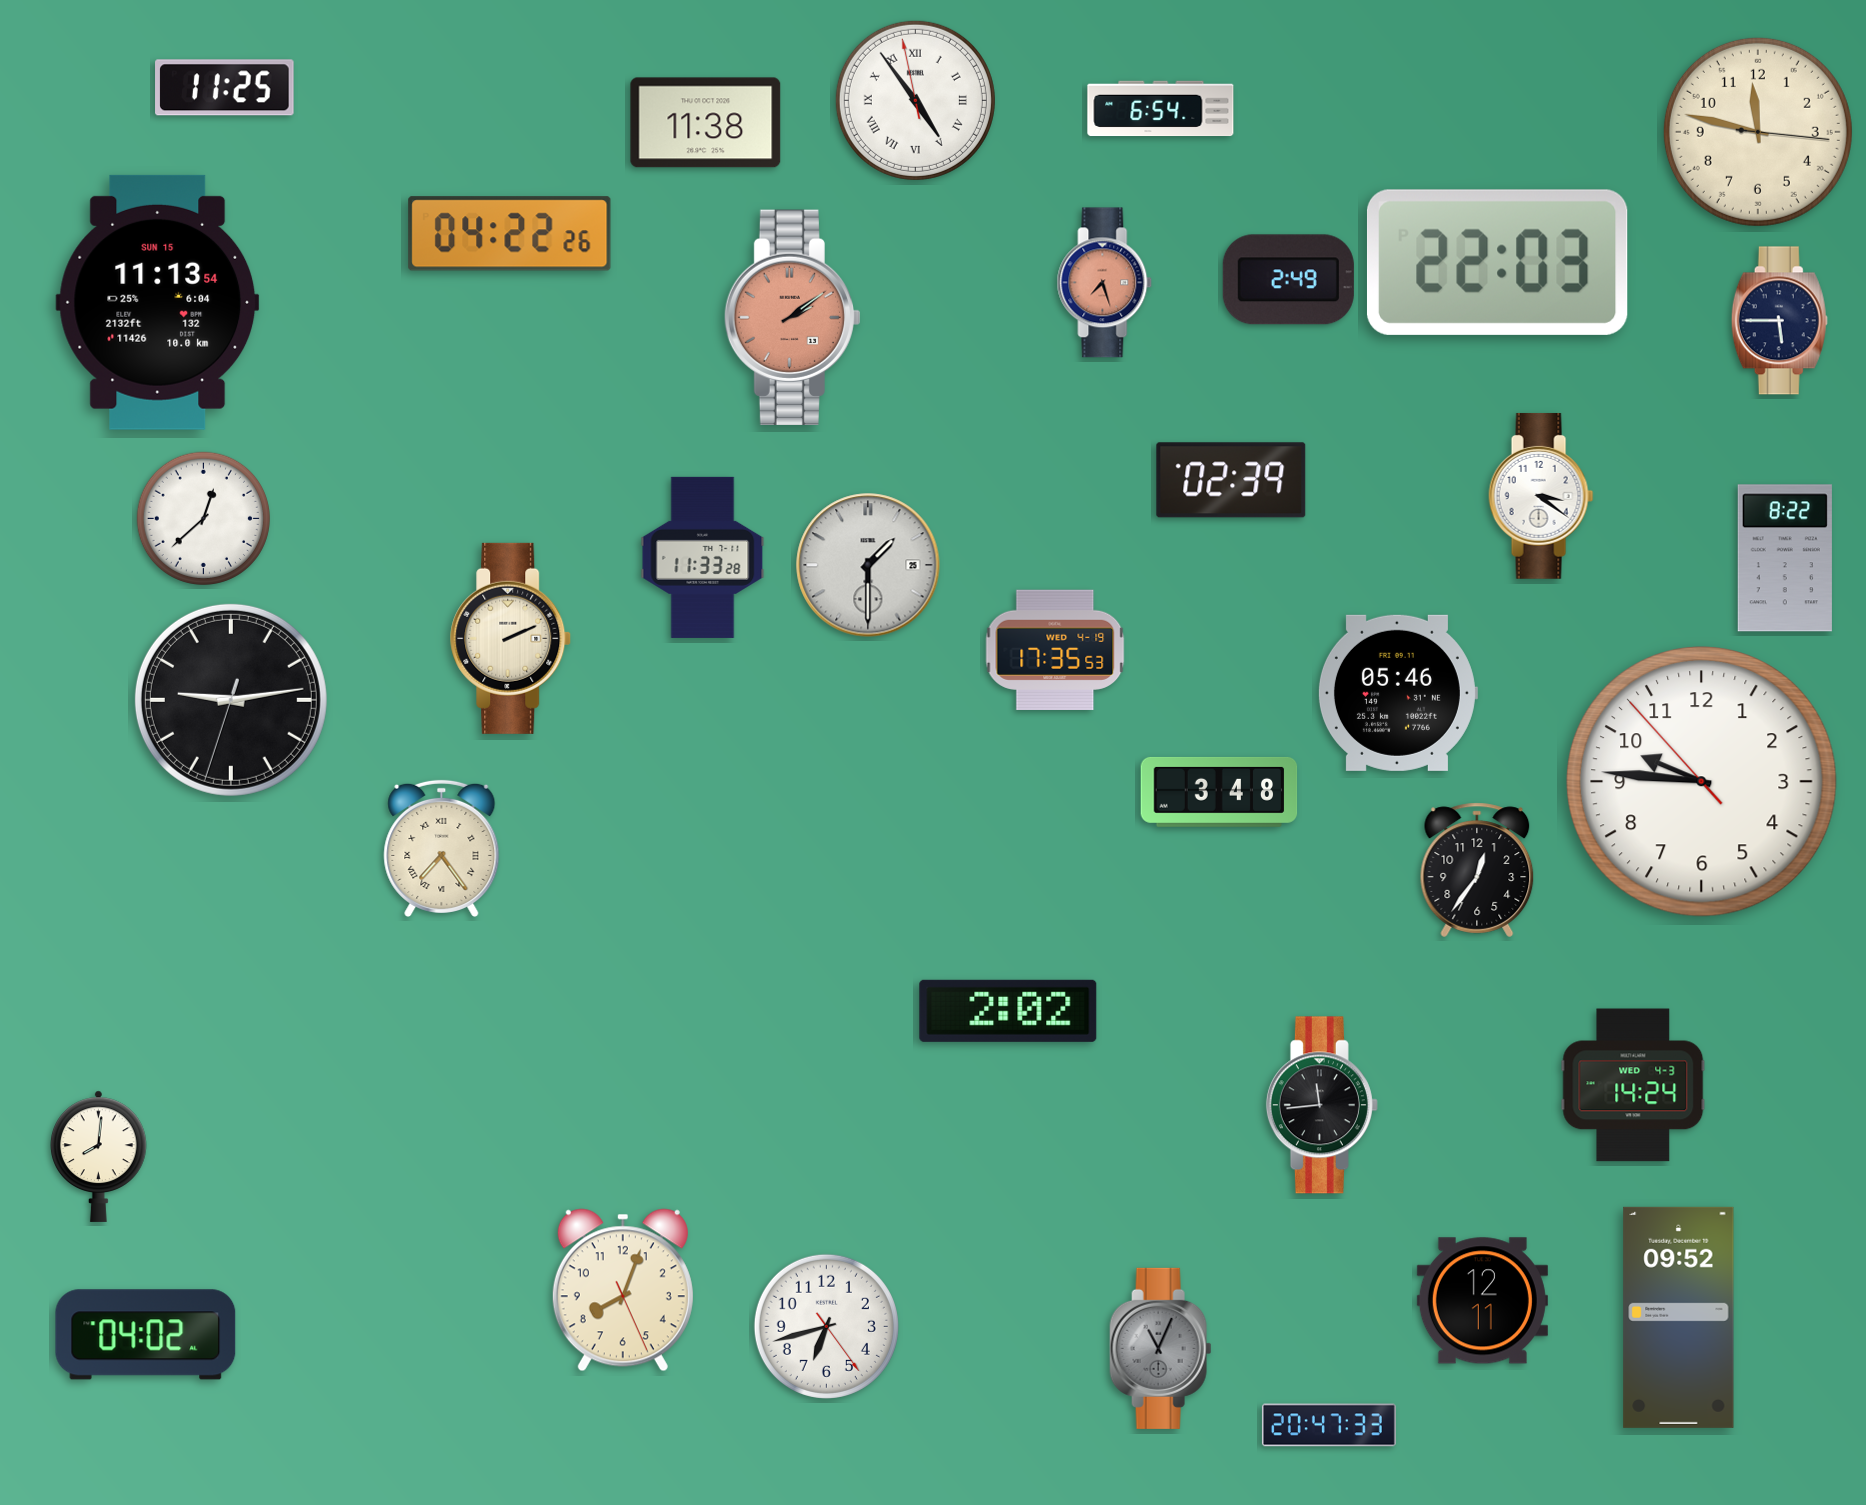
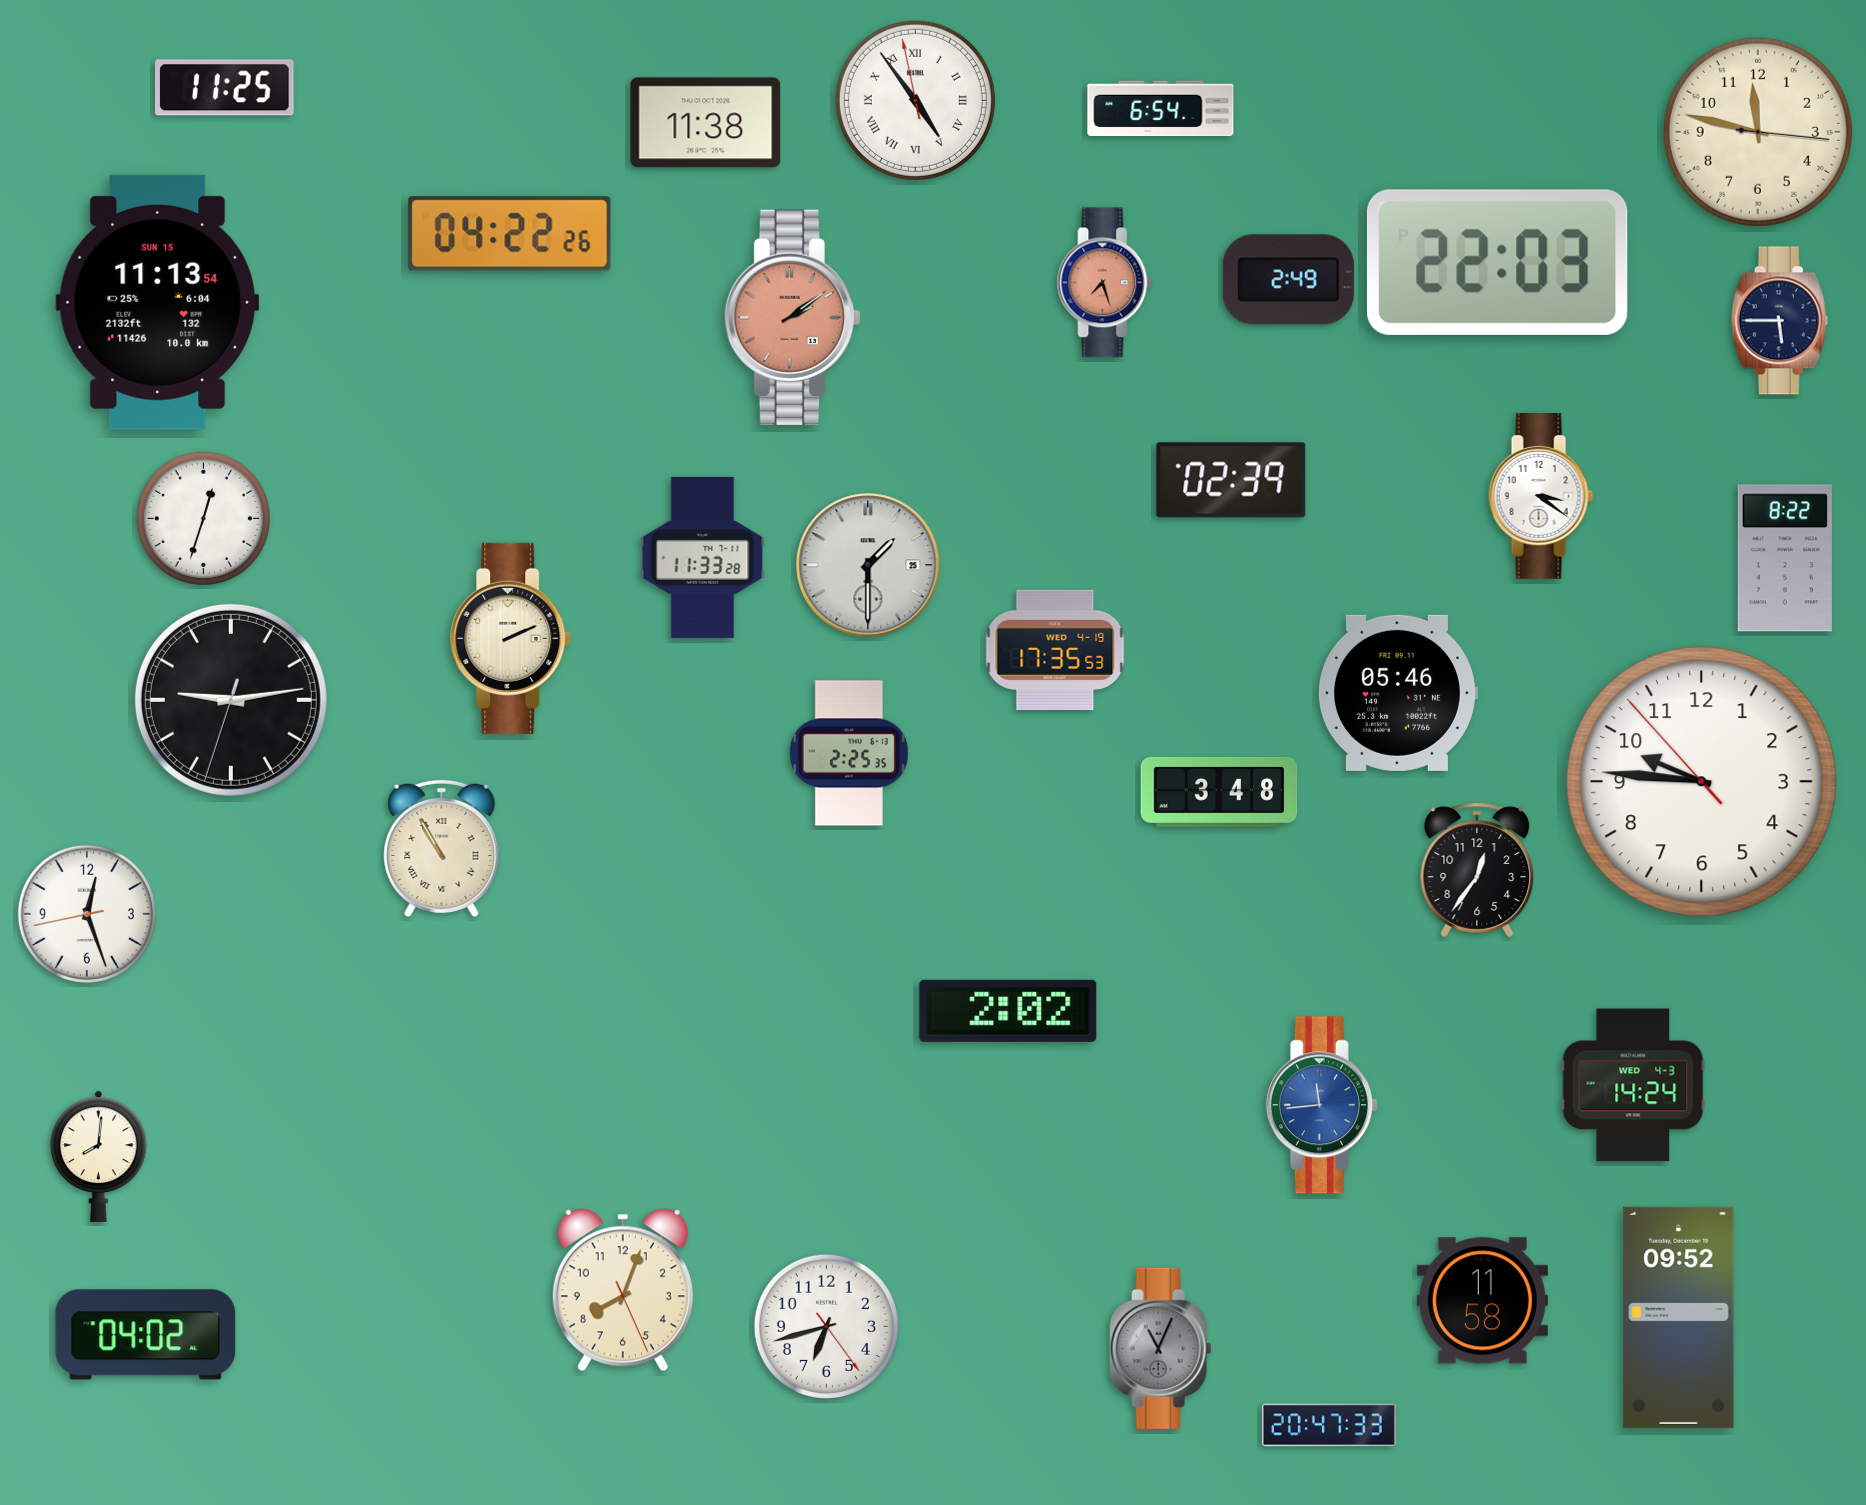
clock at (203, 518): 12:38 -> 12:33
clock at (849, 753): none -> 2:25
clock at (442, 848): 7:24 -> 10:55
clock at (87, 914): none -> 12:26
clock at (1322, 1105) dial: black -> blue
clock at (1482, 1301): 12:11 -> 11:58
